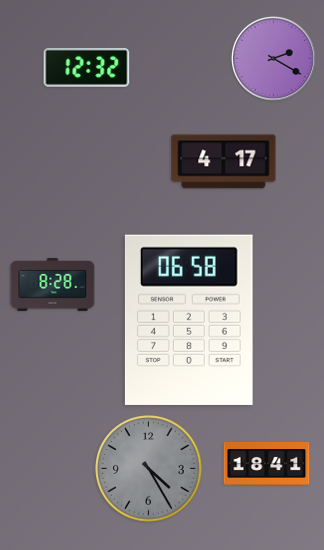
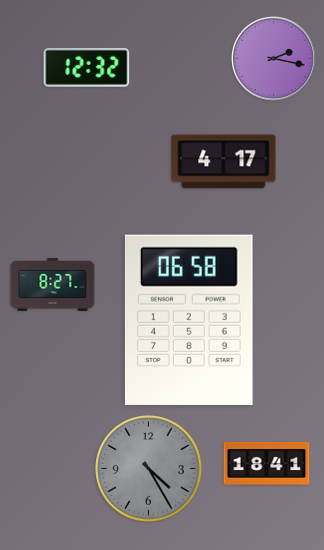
clock at (273, 58): 2:20 -> 2:17
clock at (53, 285): 8:28 -> 8:27
